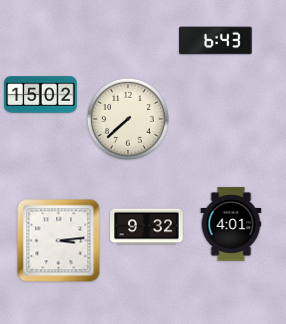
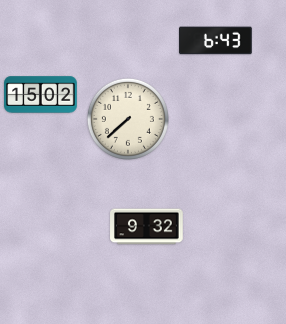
clock at (231, 224): 4:01 -> none
clock at (59, 241): 3:14 -> none
